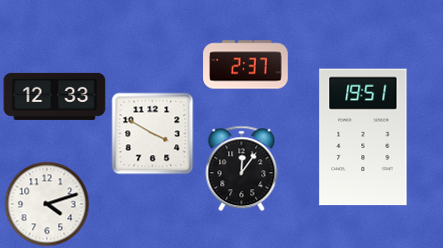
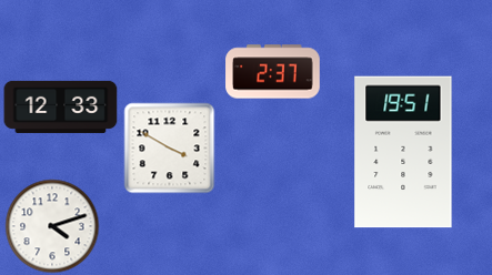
clock at (242, 169): 12:06 -> none
